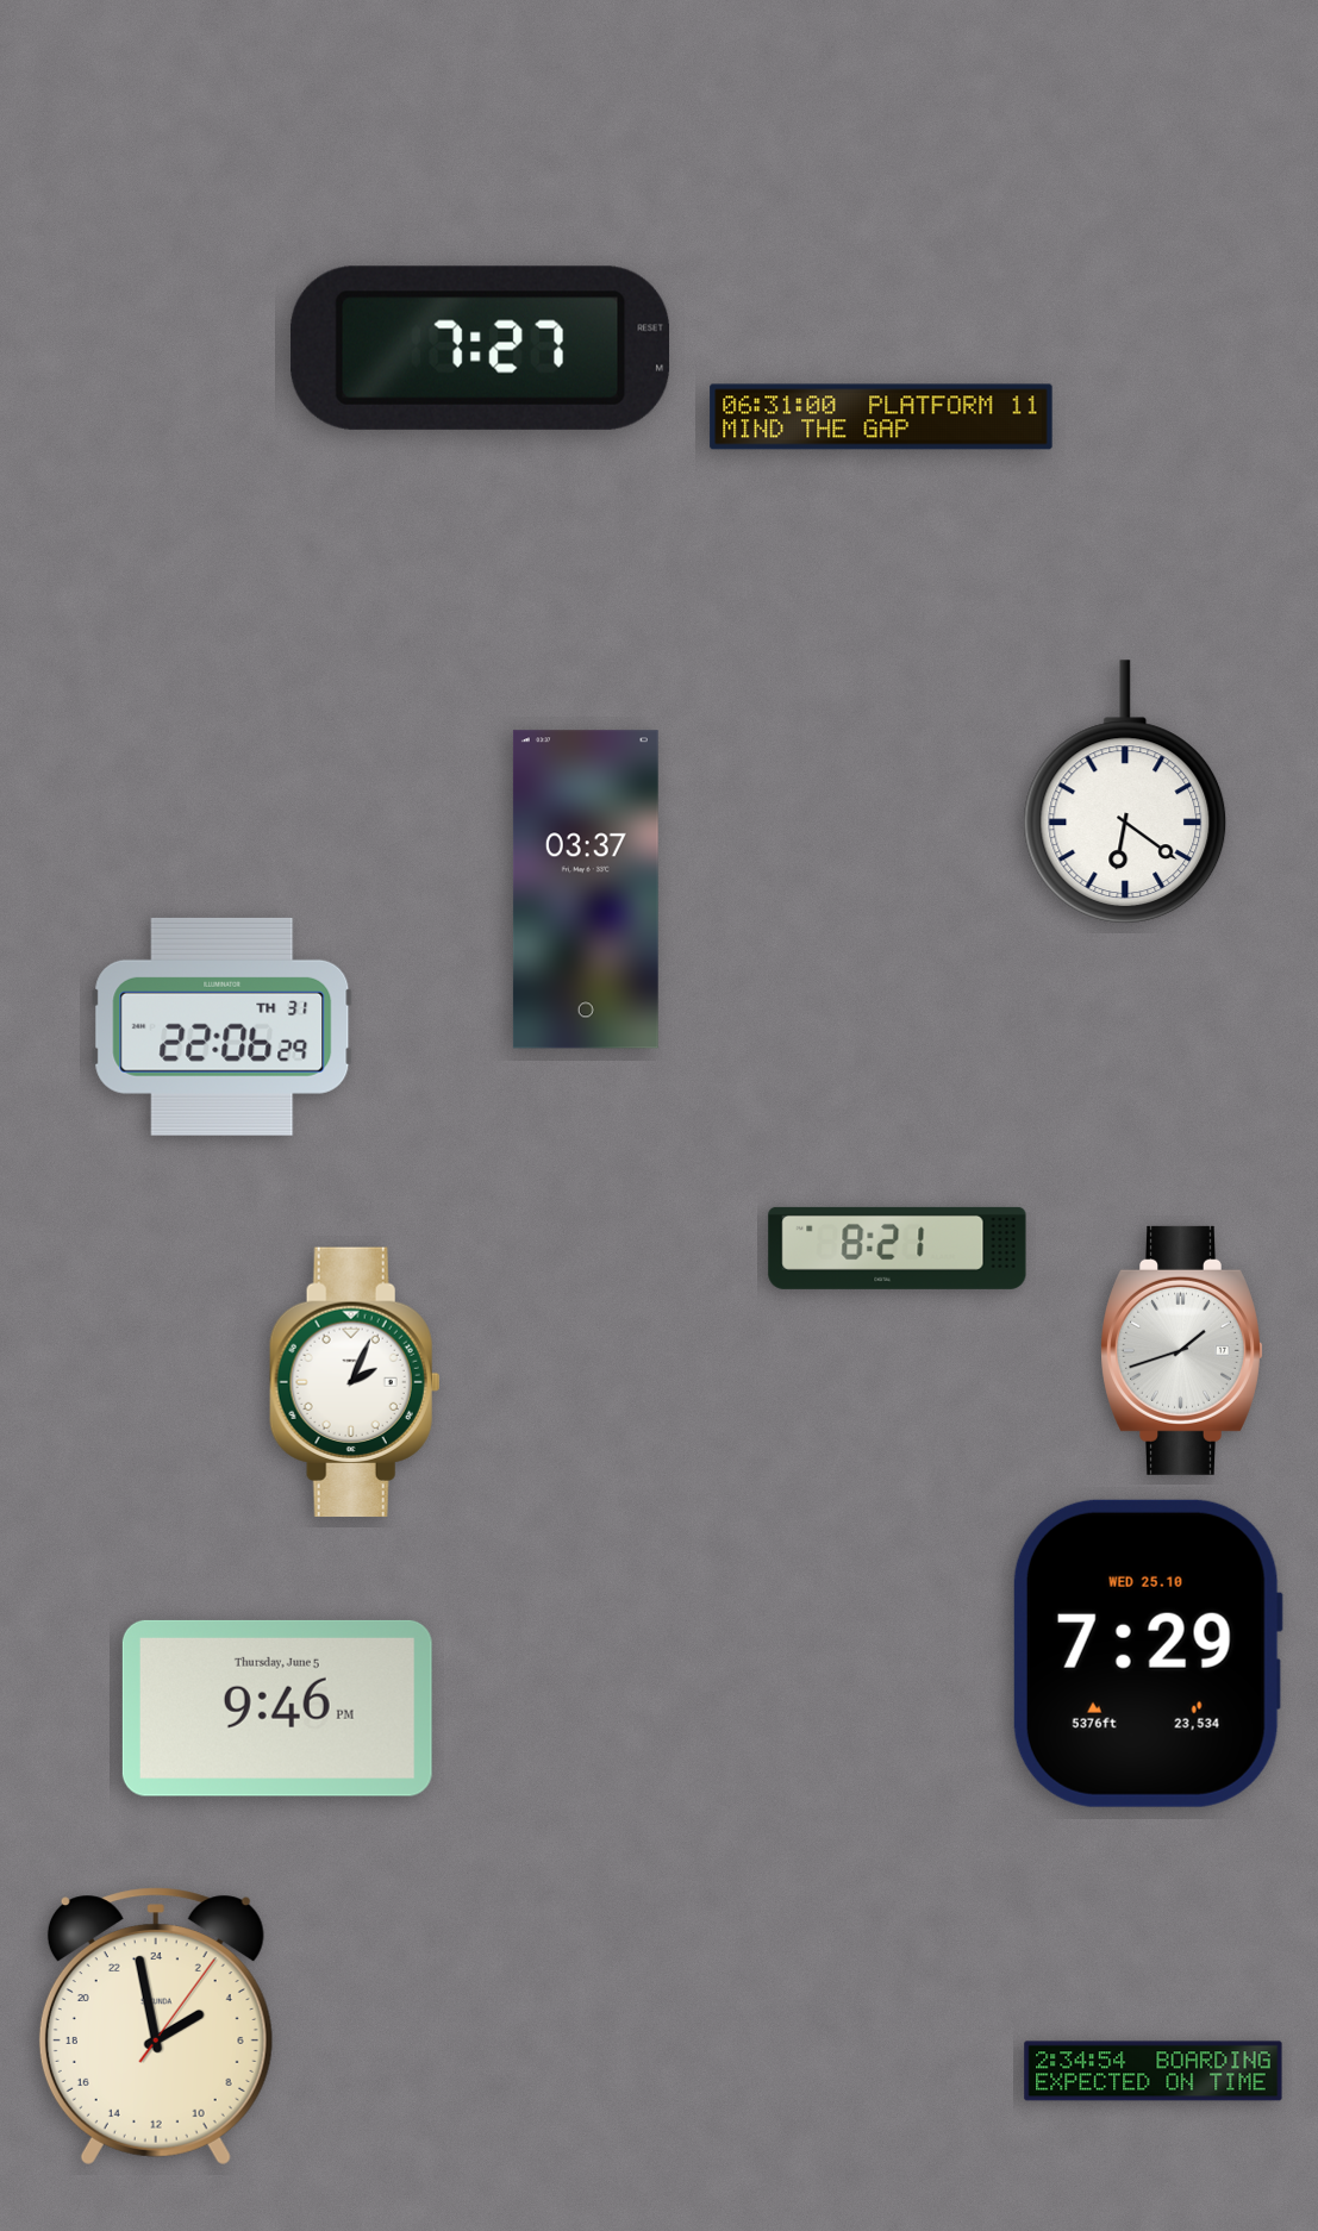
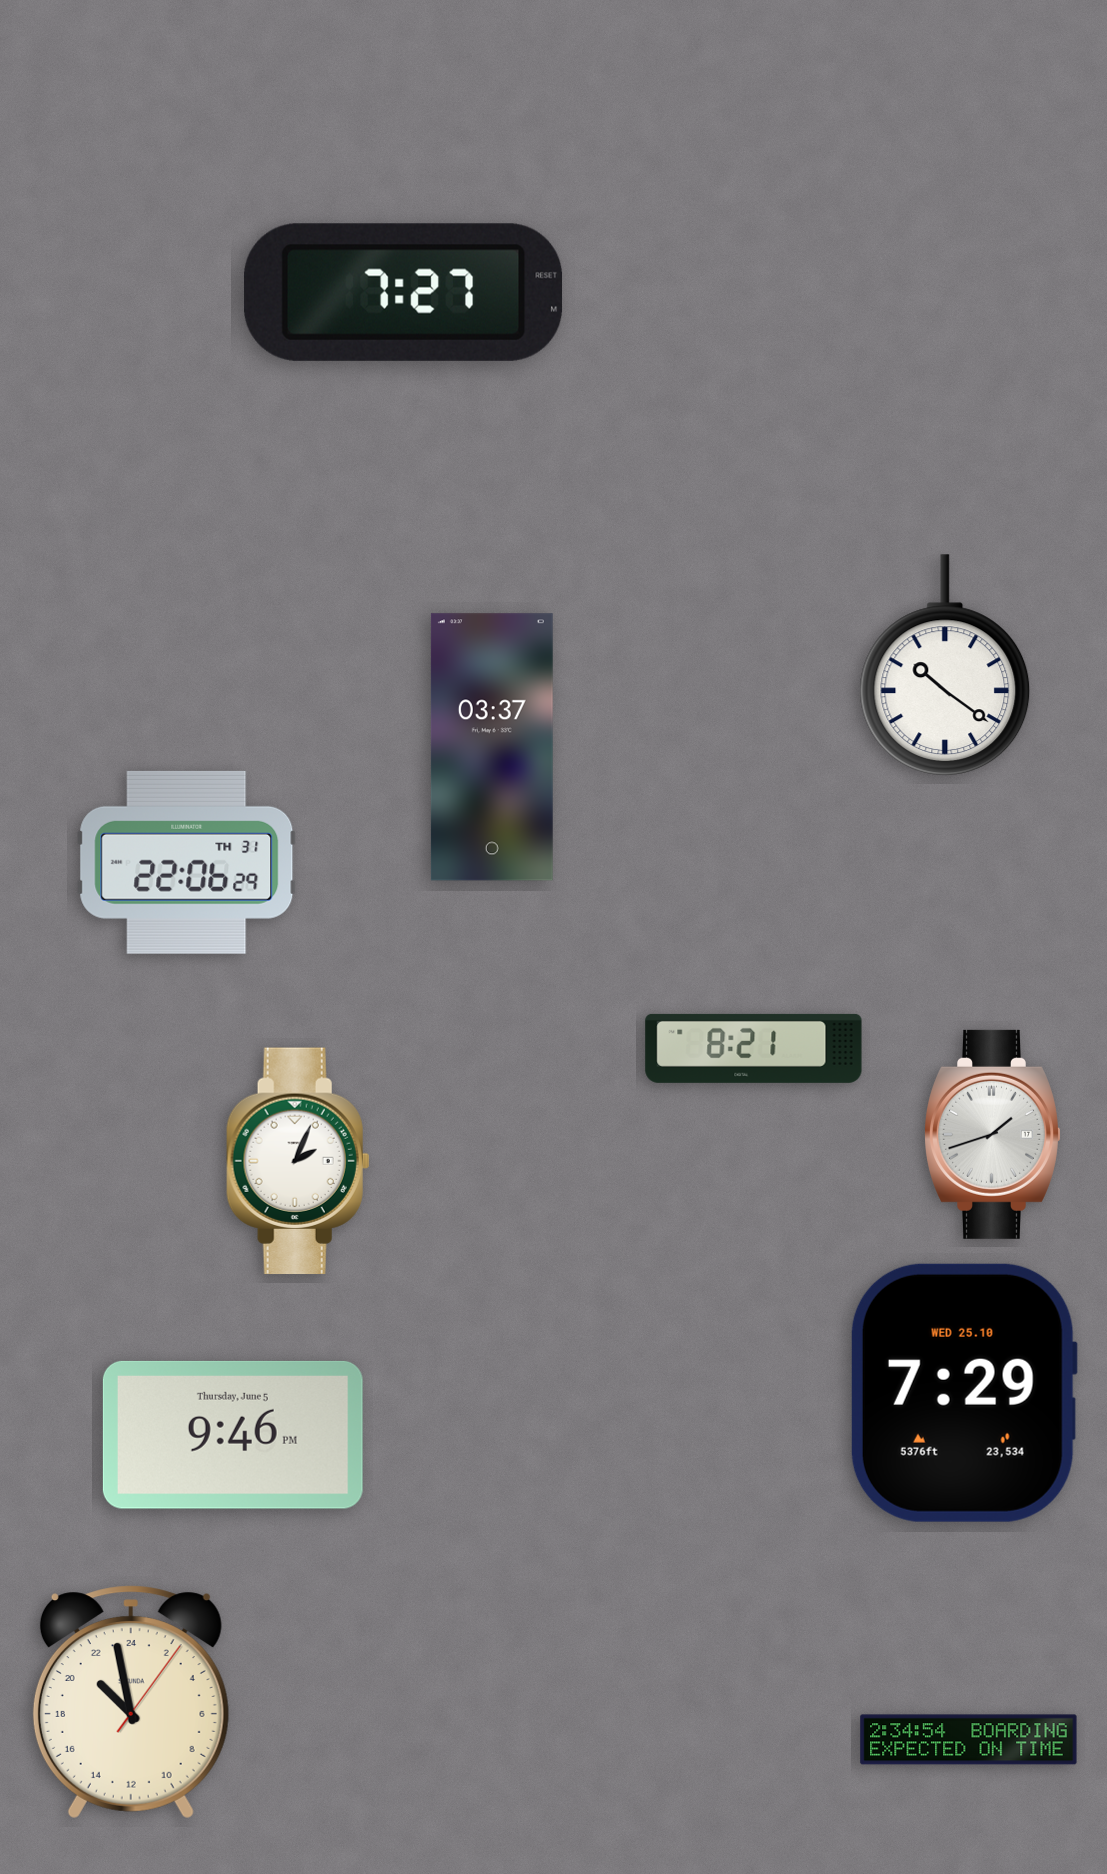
clock at (881, 417): 06:31 -> none
clock at (1125, 792): 6:21 -> 10:21
clock at (1148, 1654) position: (1148, 1654) -> (964, 1393)
clock at (156, 2026): 3:58 -> 20:58
